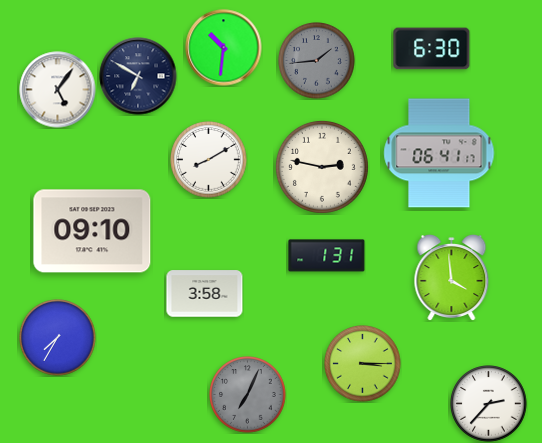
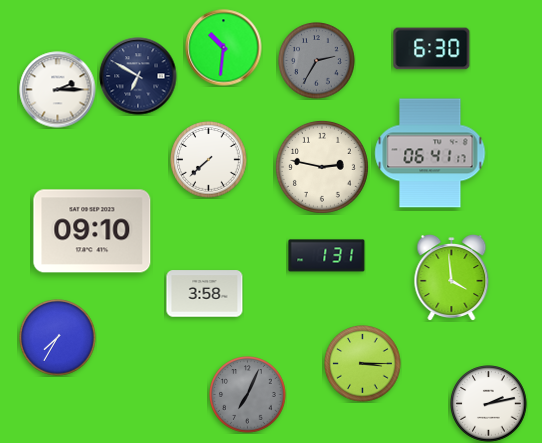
clock at (317, 61): 1:44 -> 2:35
clock at (58, 90): 5:06 -> 2:15
clock at (439, 153) position: (439, 153) -> (430, 153)
clock at (209, 160): 8:10 -> 7:38
clock at (489, 404): 2:37 -> 2:13
